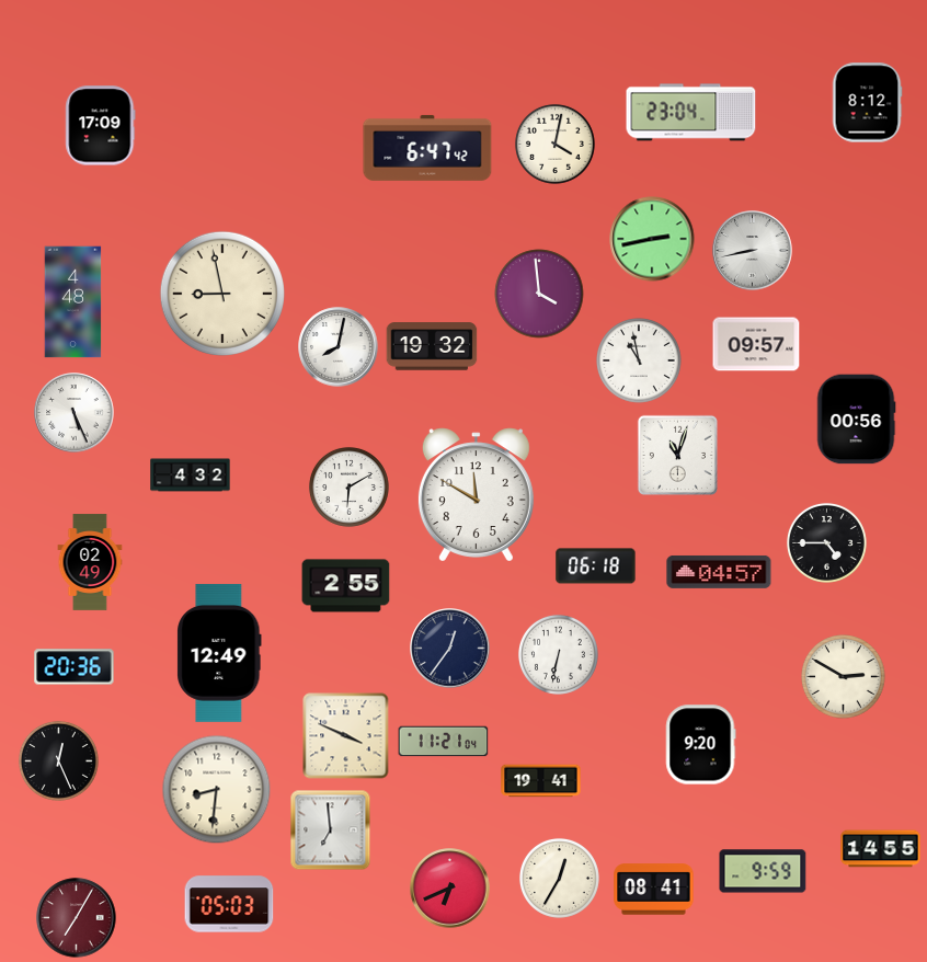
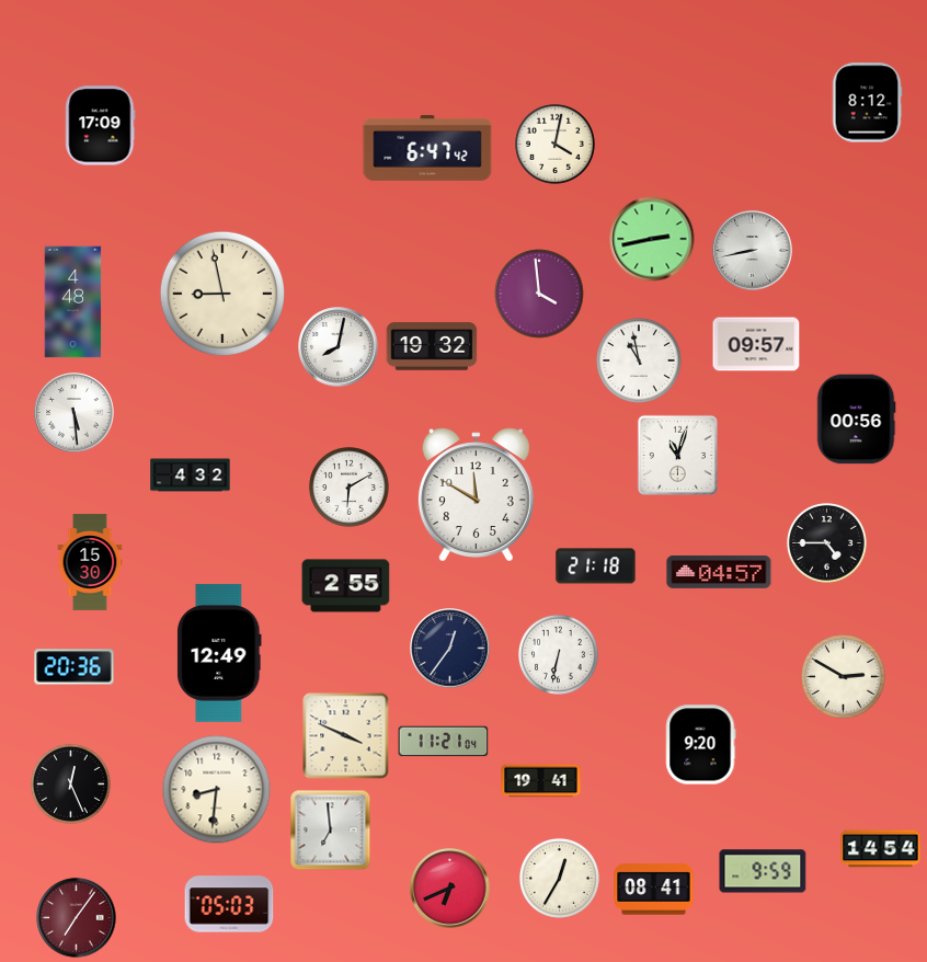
clock at (691, 113): 23:04 -> none
clock at (75, 413): 5:26 -> 5:29
clock at (90, 562): 02:49 -> 15:30
clock at (596, 566): 06:18 -> 21:18
clock at (58, 760) position: (58, 760) -> (70, 783)
clock at (881, 849): 14:55 -> 14:54
clock at (77, 918): 7:05 -> 7:06
